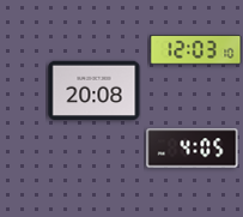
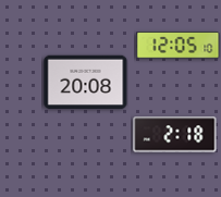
clock at (196, 50): 12:03 -> 12:05
clock at (193, 149): 4:05 -> 2:18
